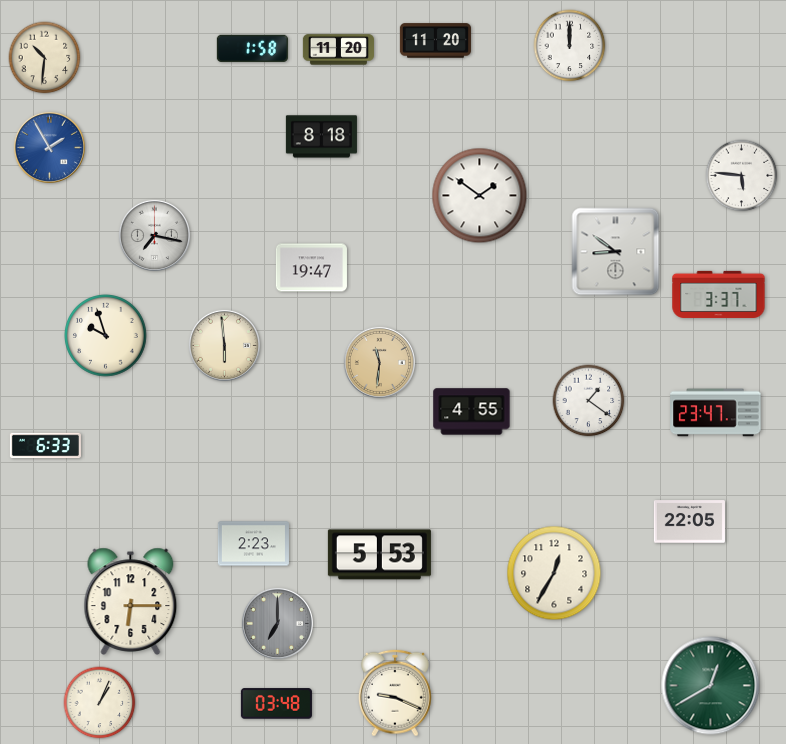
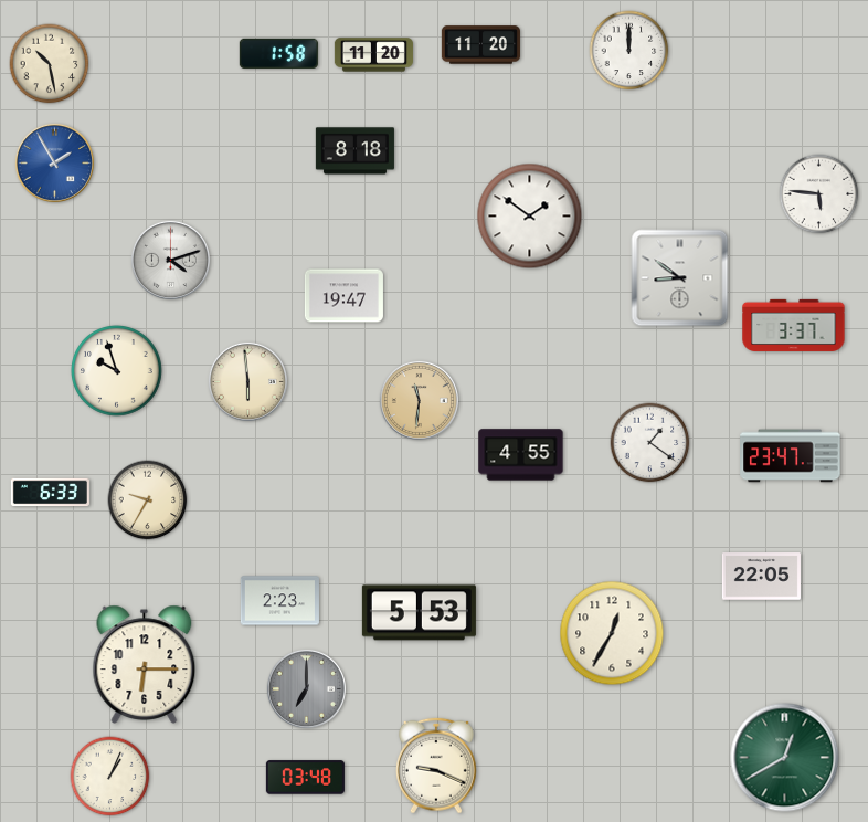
clock at (45, 58): 10:31 -> 10:28
clock at (154, 235): 7:17 -> 4:12
clock at (148, 500): none -> 9:35
